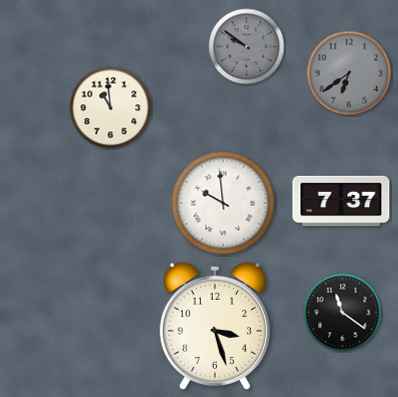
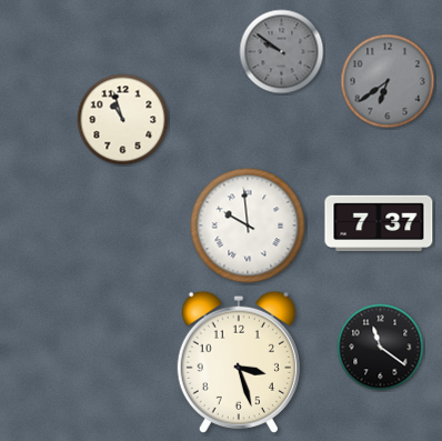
clock at (247, 47) position: (247, 47) -> (282, 52)
clock at (111, 108): 10:59 -> 10:57
